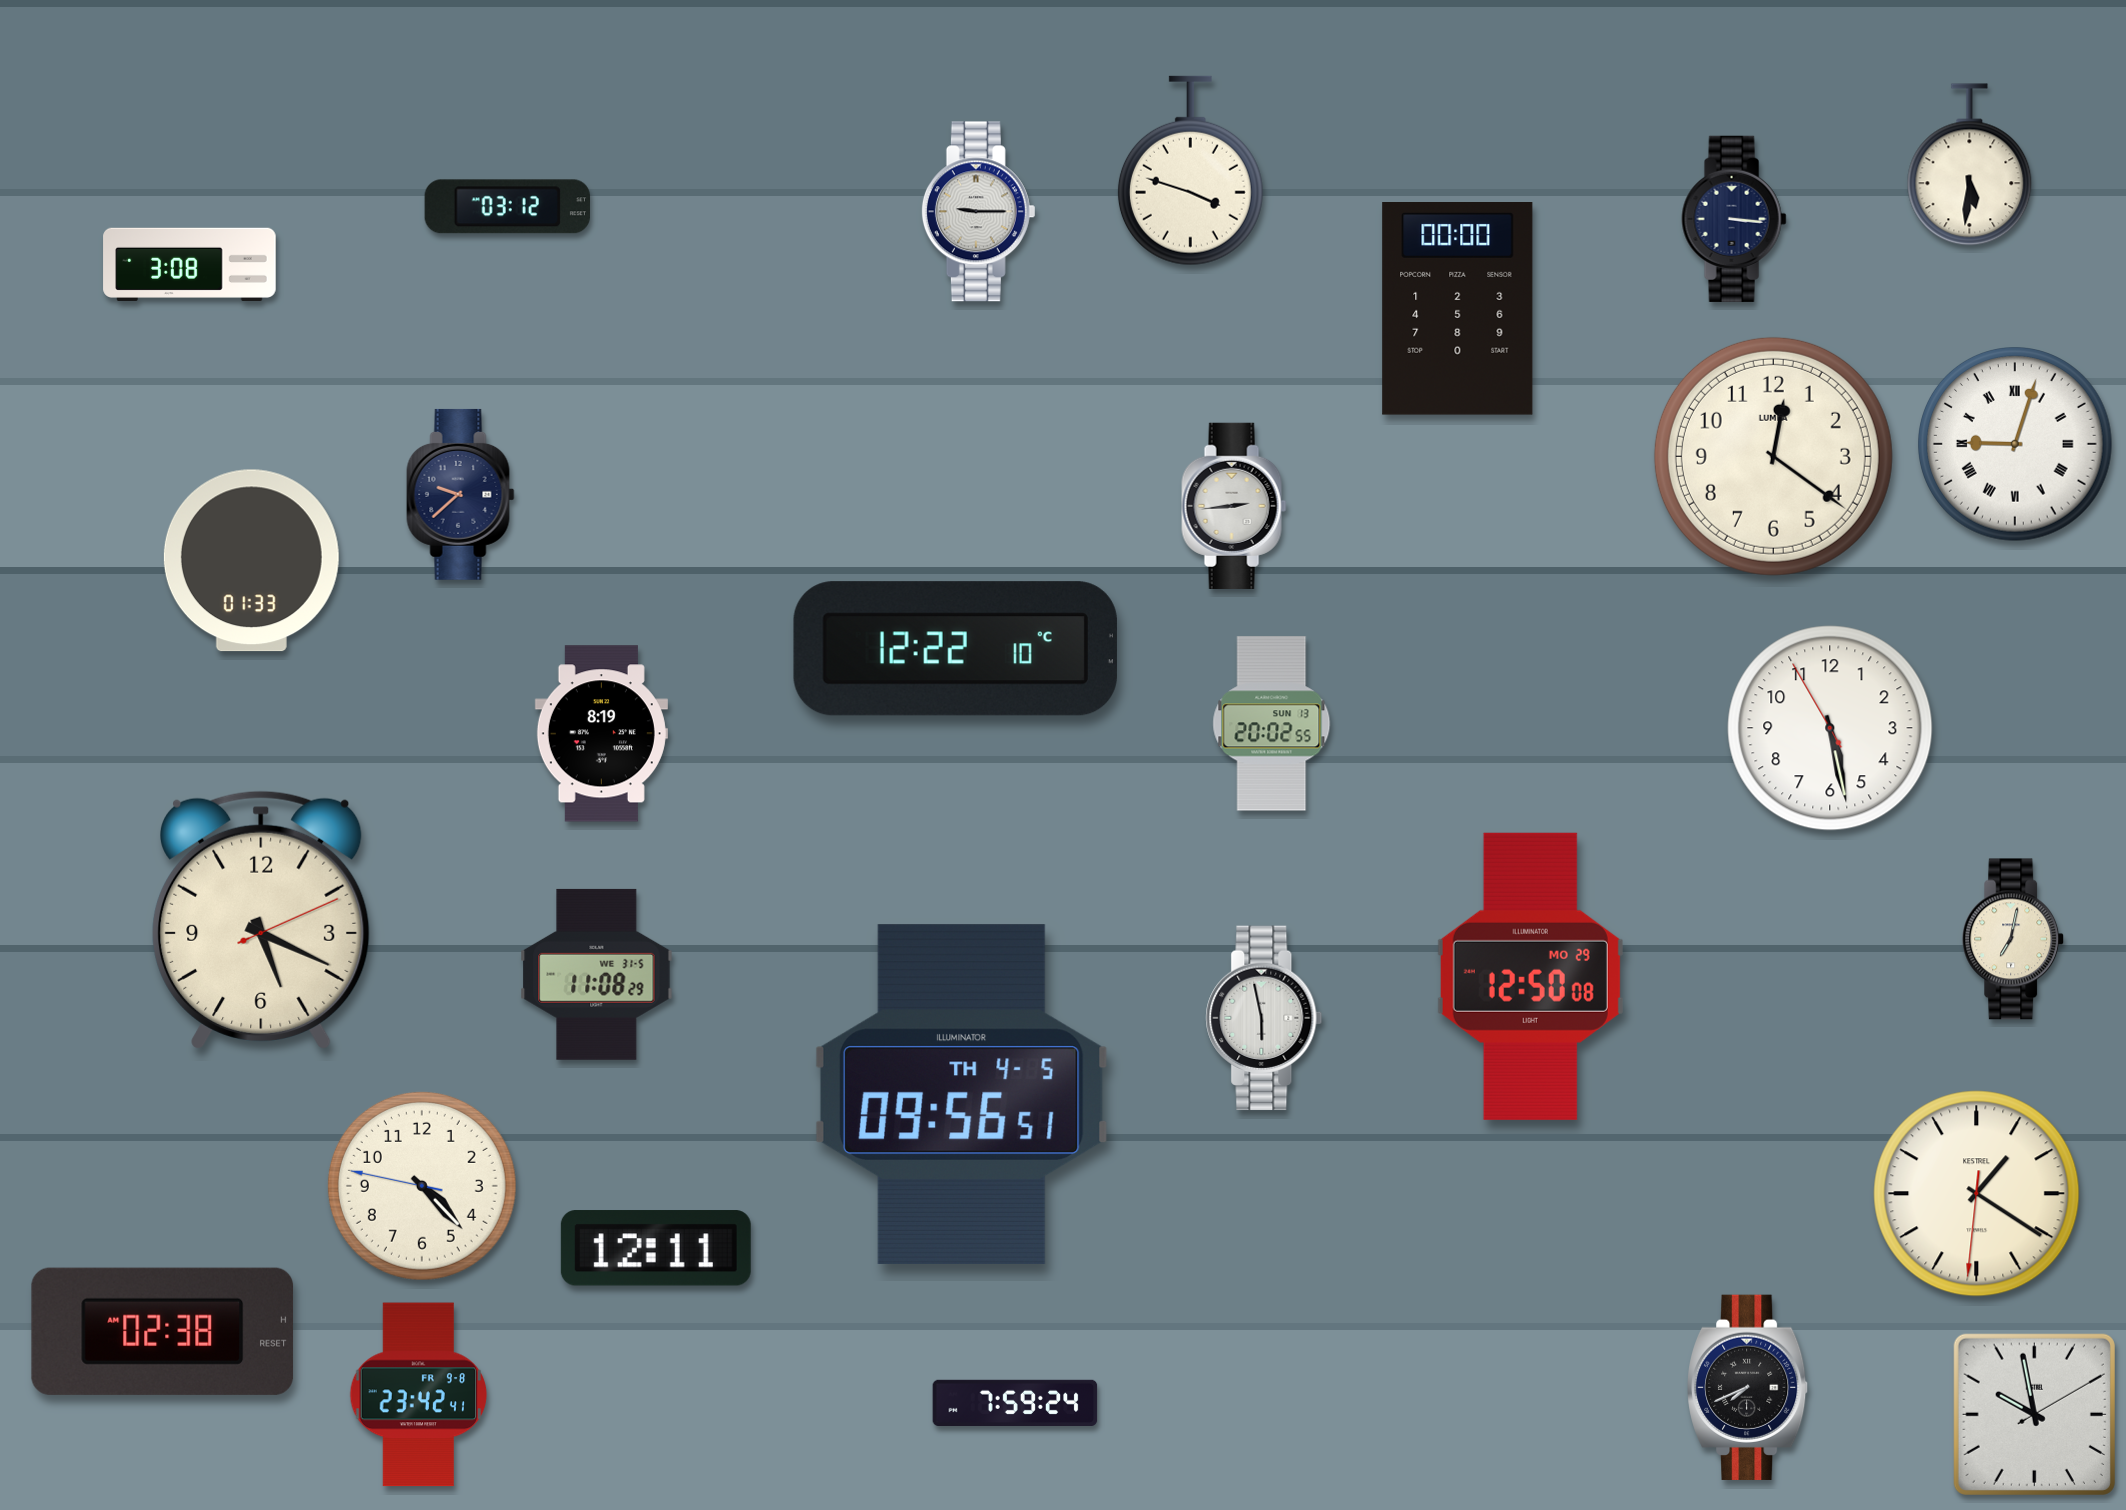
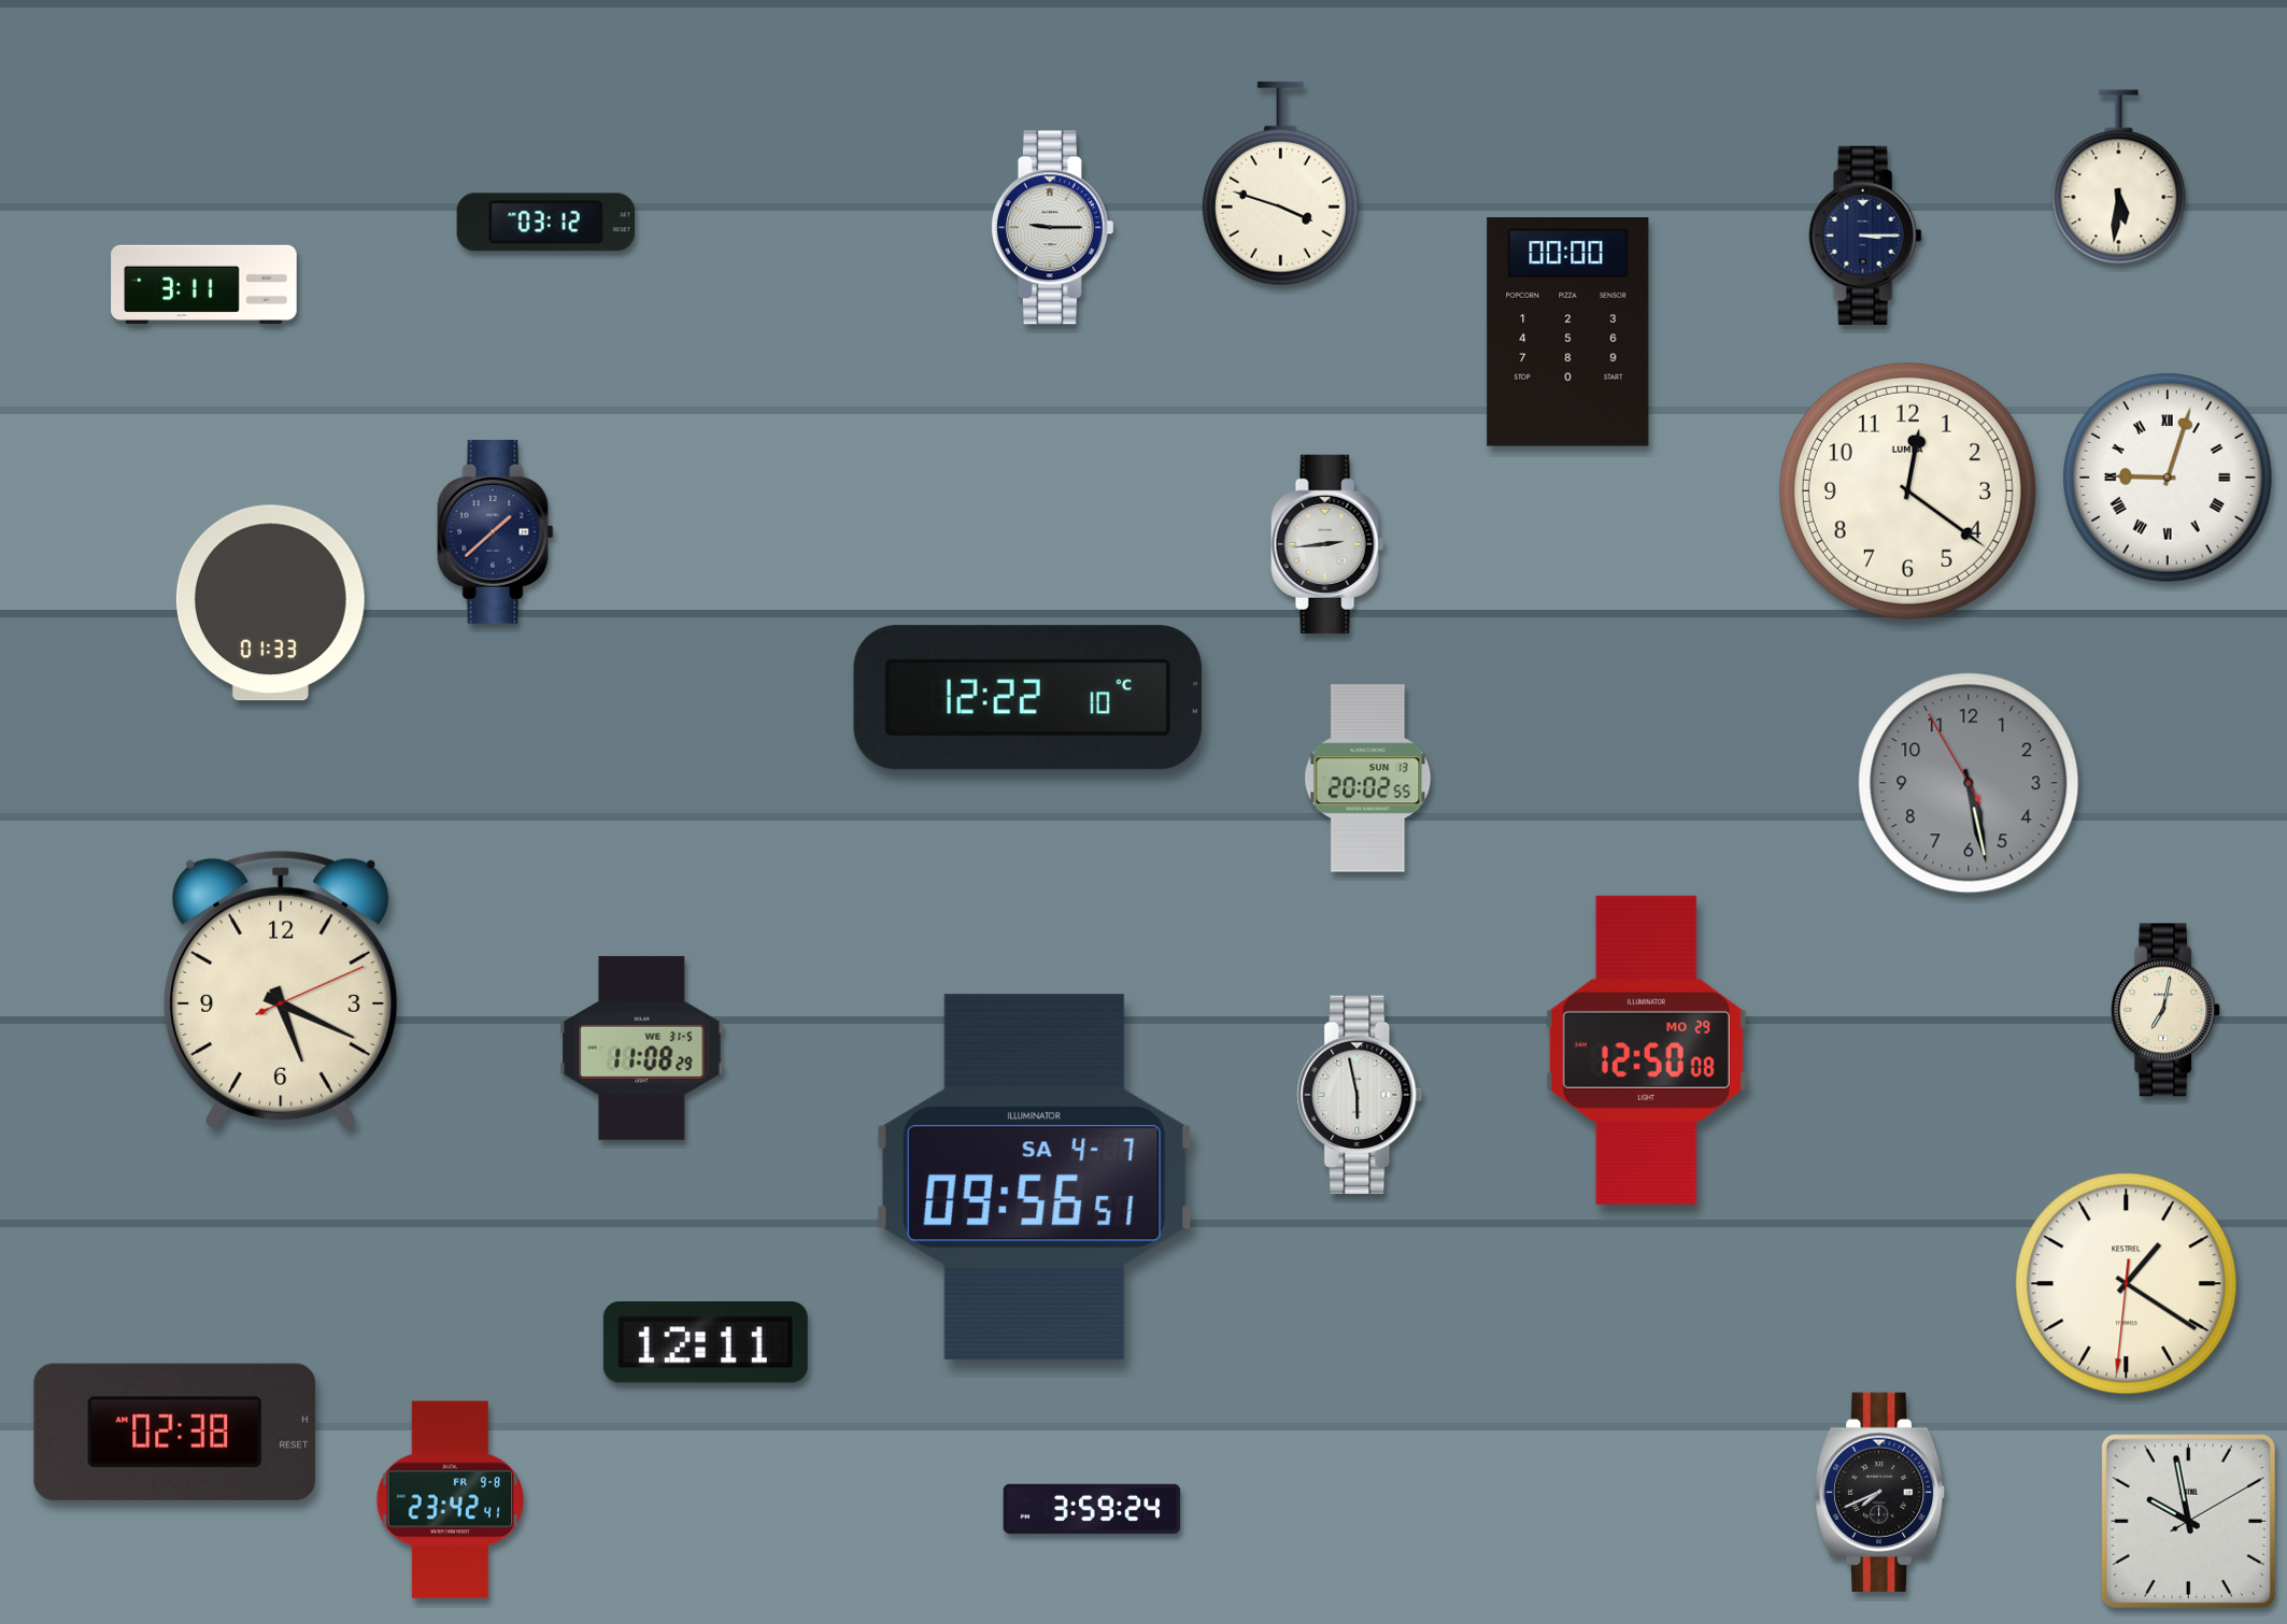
clock at (1734, 219): 3:16 -> 3:15
clock at (190, 264): 3:08 -> 3:11
clock at (461, 494): 9:38 -> 1:38
clock at (1830, 728) dial: white -> grey
clock at (601, 734): 8:19 -> none
clock at (961, 1094) date: TH 4-5 -> SA 4-7
clock at (422, 1186): 4:22 -> none
clock at (1015, 1402): 7:59 -> 3:59
